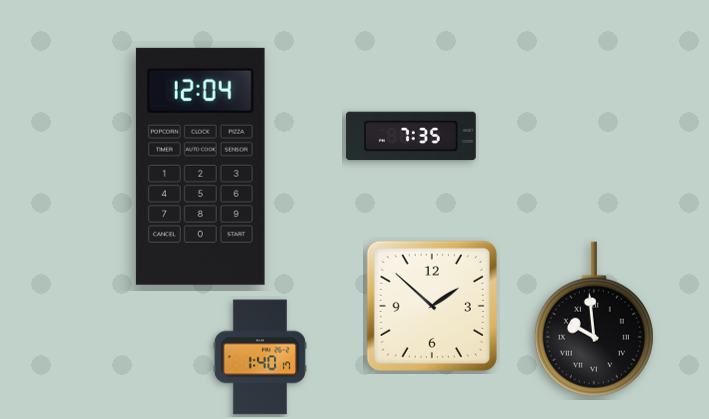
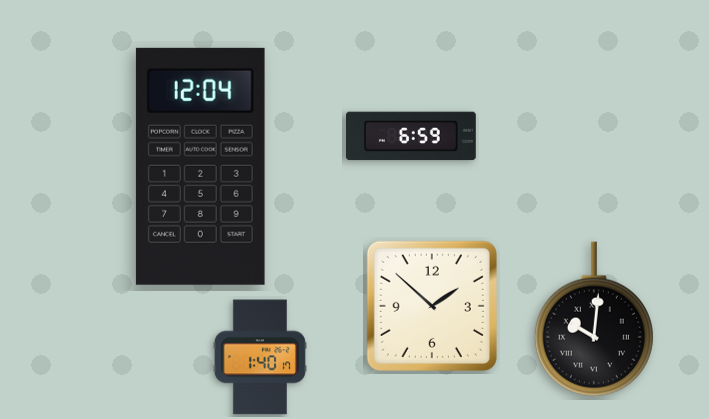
clock at (411, 136): 7:35 -> 6:59
clock at (594, 319): 9:59 -> 10:01
